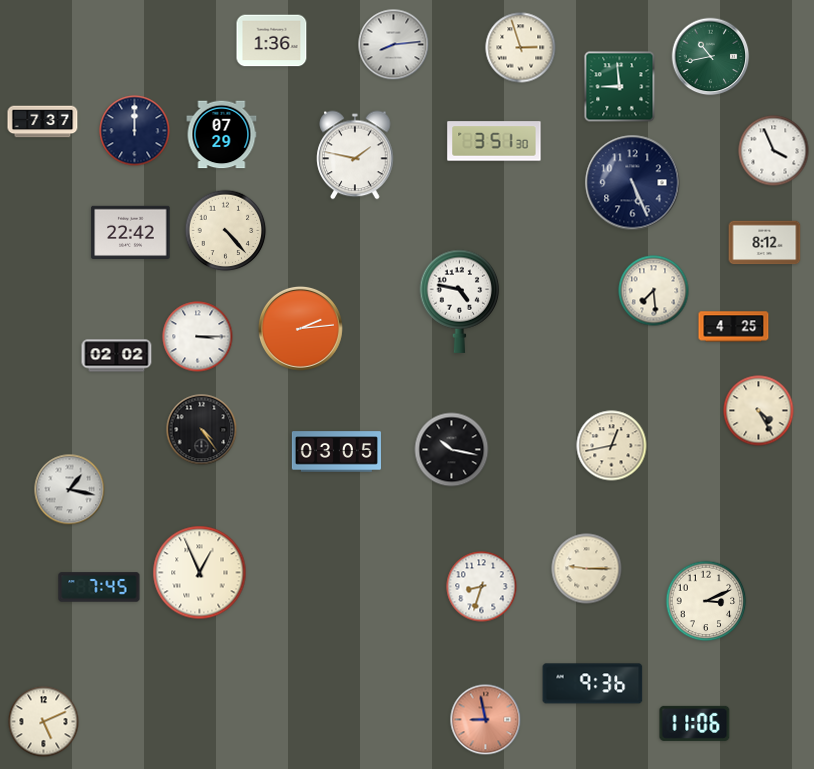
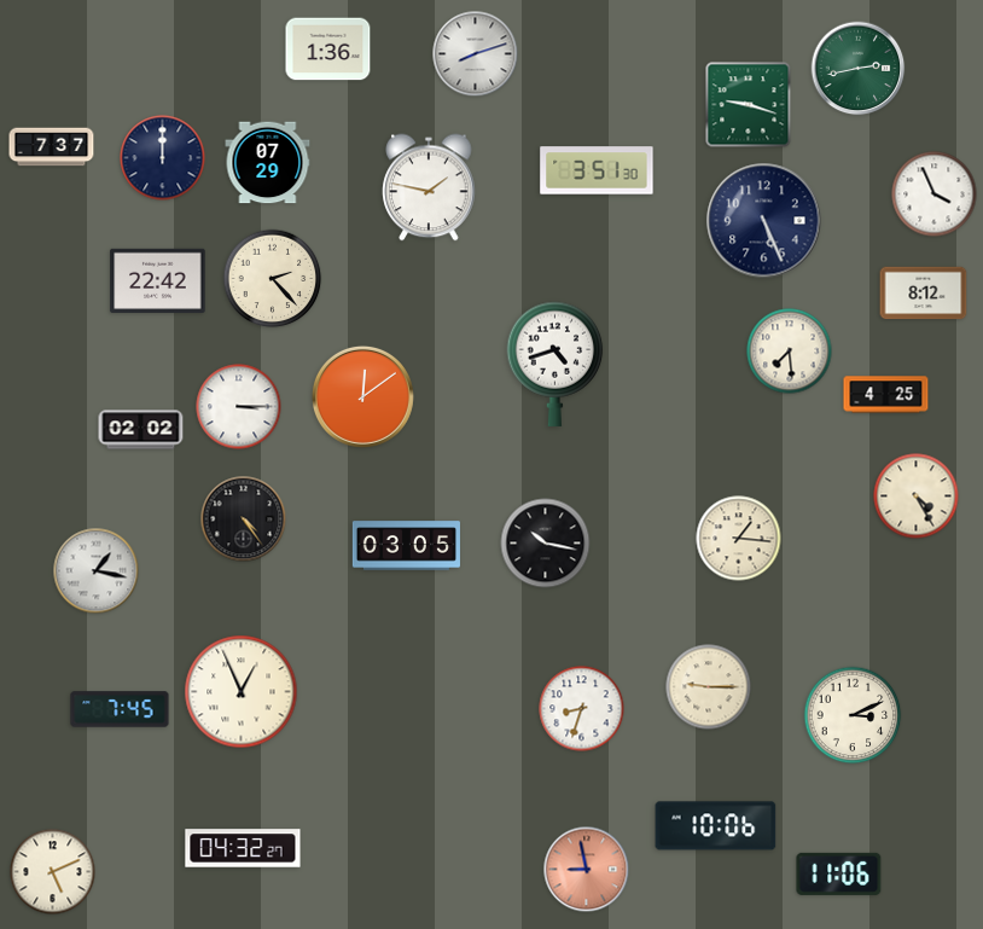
clock at (394, 45): 8:14 -> 8:12
clock at (521, 48): 2:57 -> none
clock at (711, 57): 10:43 -> 2:43
clock at (620, 87): 8:59 -> 9:18
clock at (774, 151) position: (774, 151) -> (935, 194)
clock at (226, 231): 4:23 -> 2:23
clock at (460, 301): 4:47 -> 4:42
clock at (300, 328): 2:14 -> 12:09
clock at (612, 446): 12:43 -> 1:16
clock at (70, 490) position: (70, 490) -> (97, 571)
clock at (706, 601) position: (706, 601) -> (853, 715)
clock at (593, 684): 9:36 -> 10:06
clock at (243, 848): none -> 04:32
